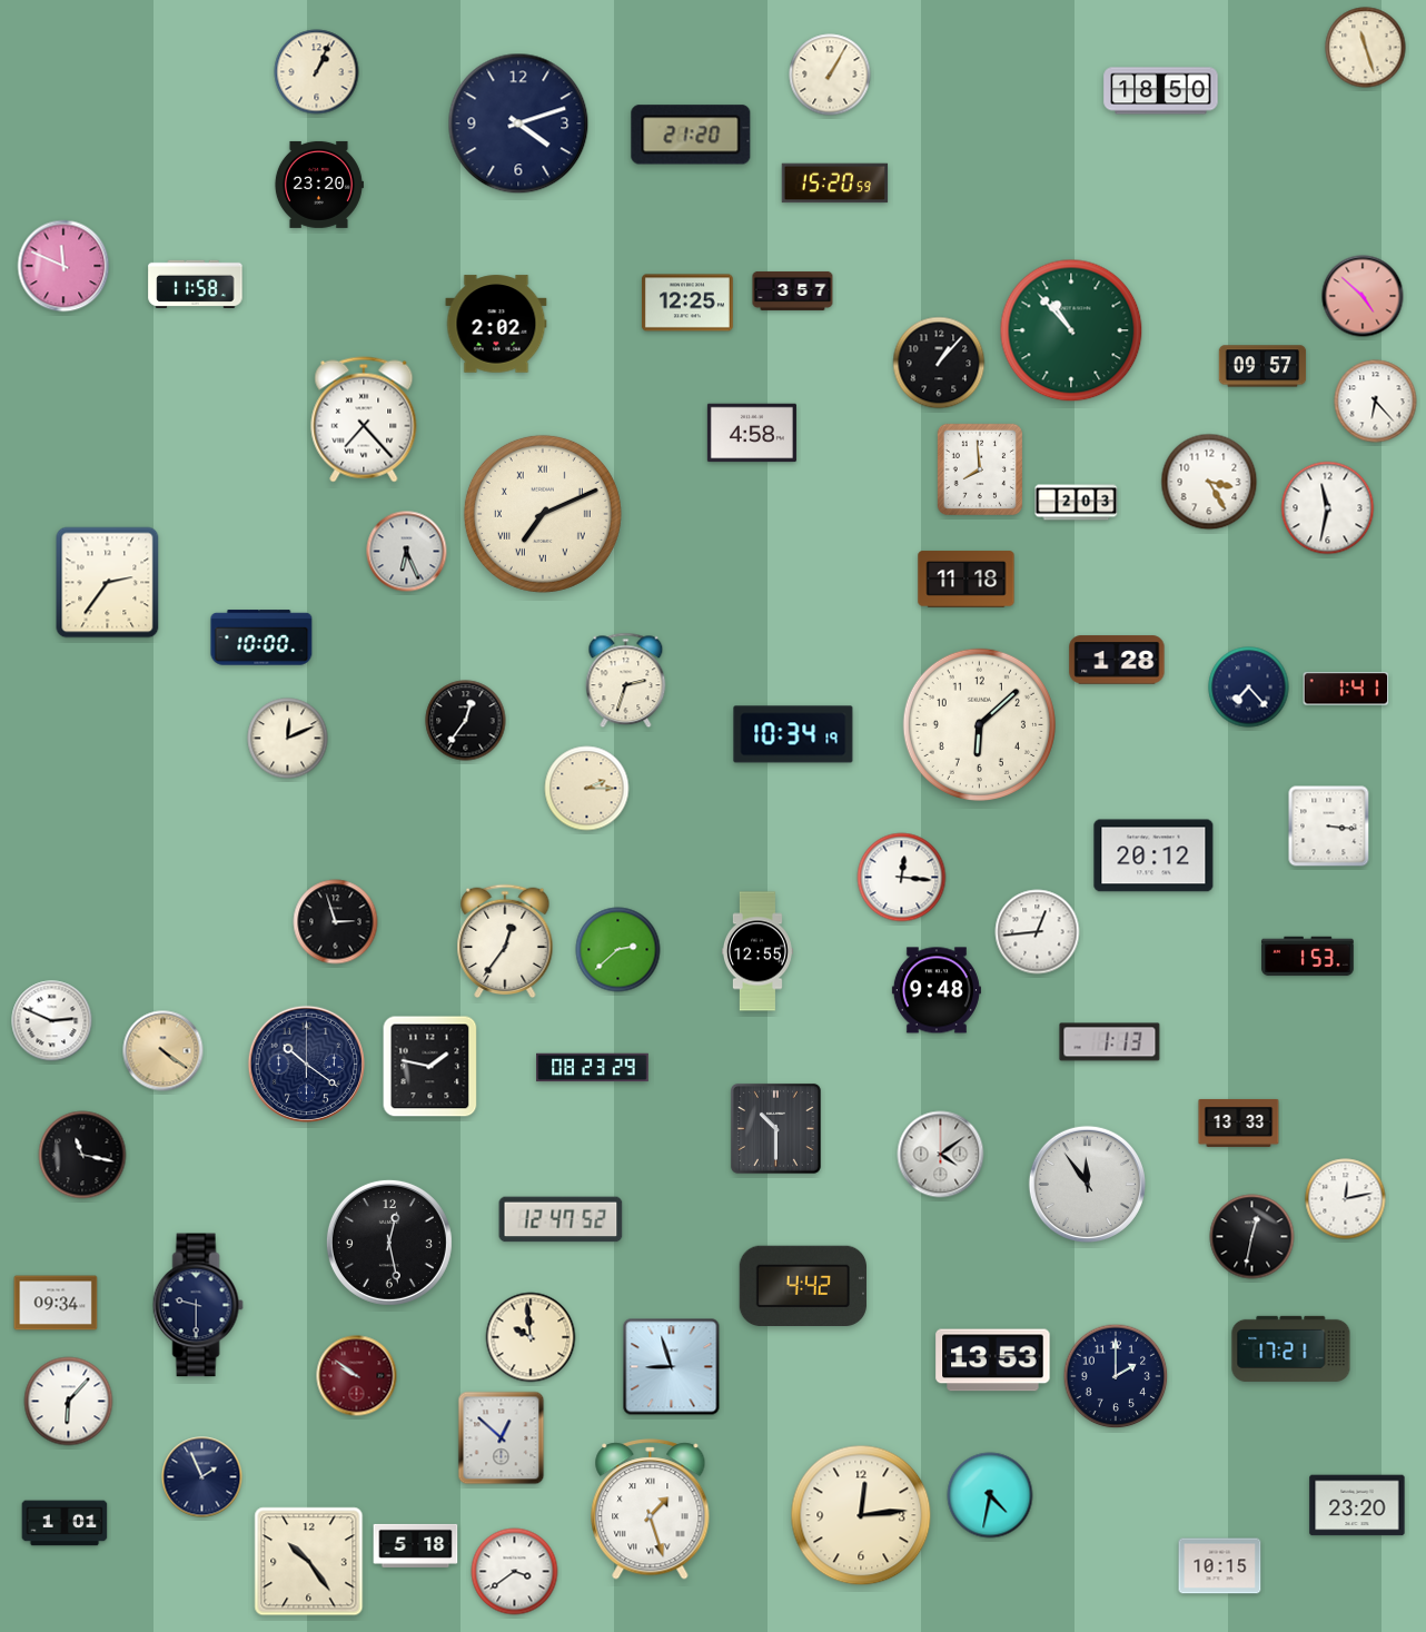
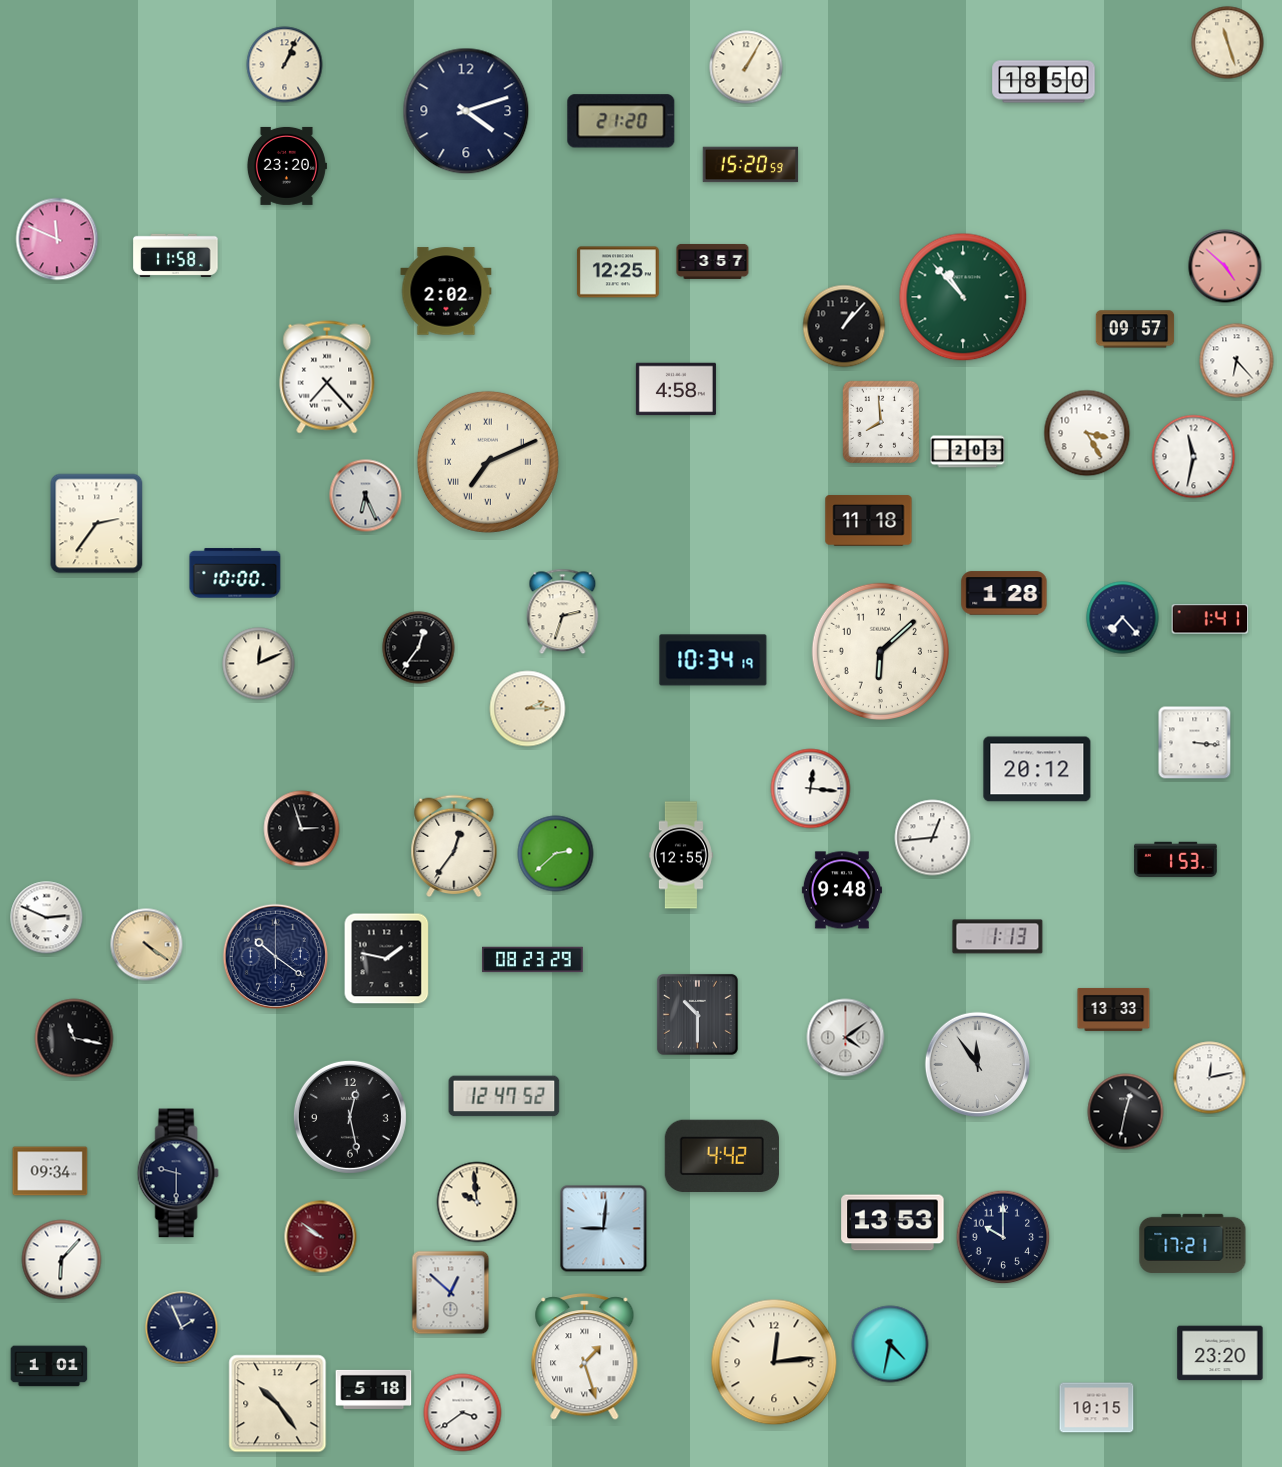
clock at (1291, 1348) position: (1291, 1348) -> (1193, 1243)
clock at (672, 1367): 8:57 -> 9:01
clock at (1116, 1376): 2:00 -> 10:00
clock at (65, 1523) position: (65, 1523) -> (49, 1366)
